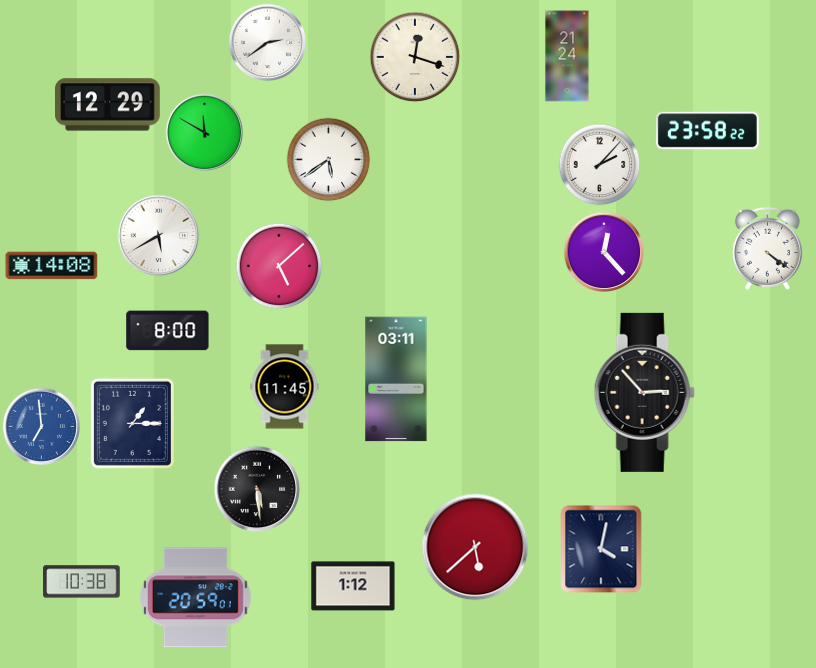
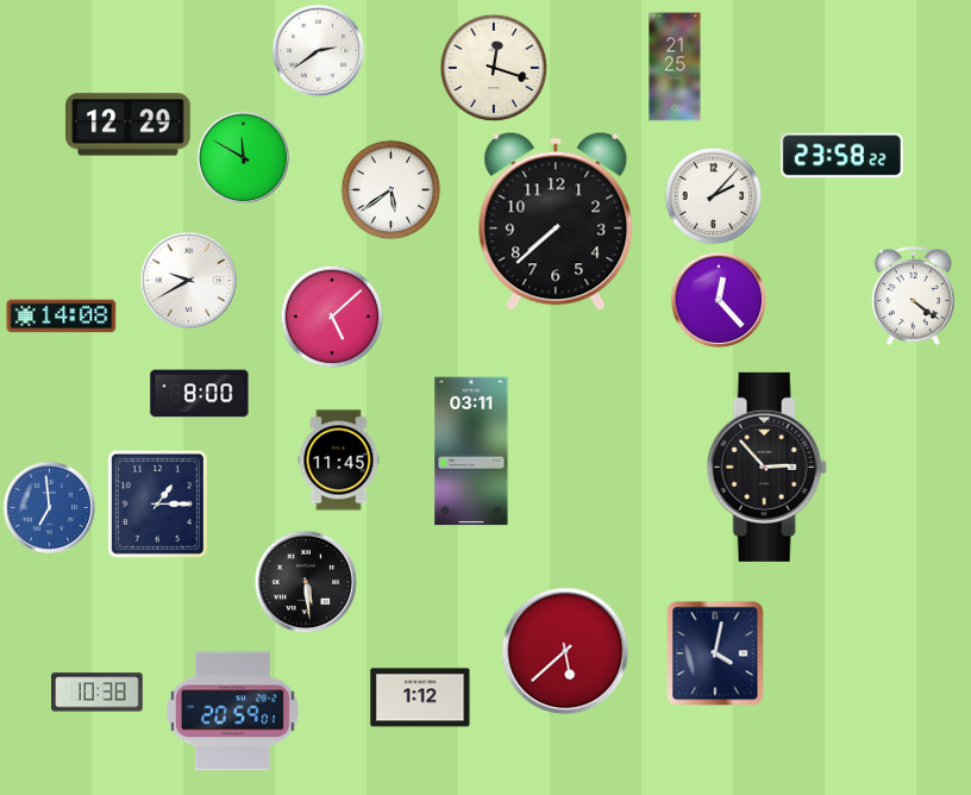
clock at (567, 56): 21:24 -> 21:25
clock at (556, 221): none -> 7:38
clock at (159, 236): 5:40 -> 9:40
